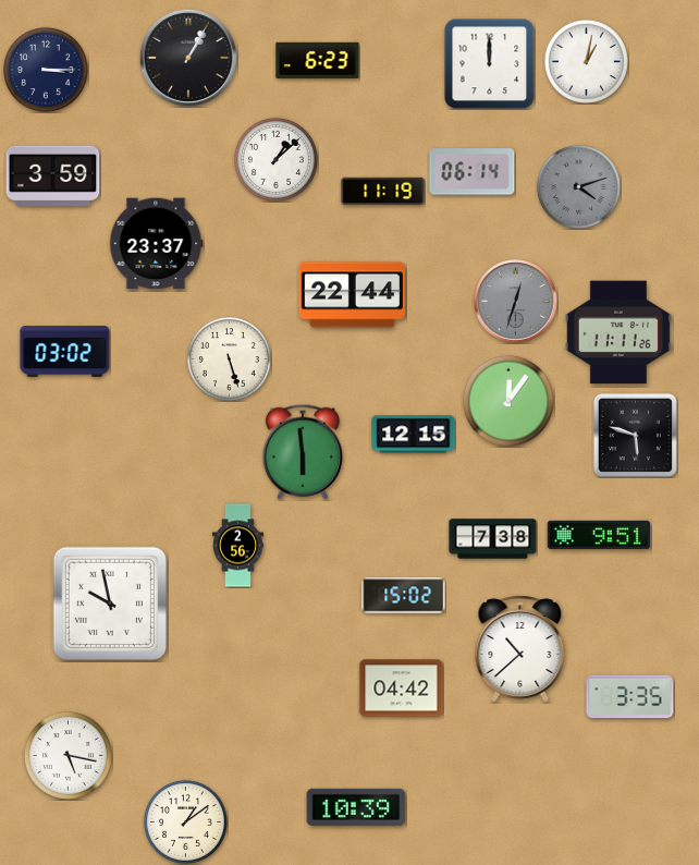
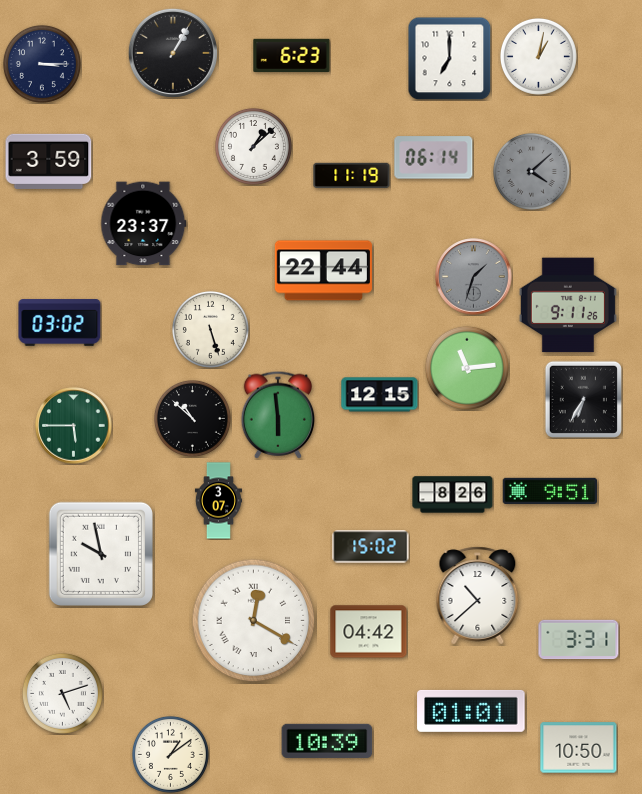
clock at (489, 63): 12:00 -> 7:00
clock at (578, 186): 4:12 -> 4:08
clock at (516, 302): 12:33 -> 1:33
clock at (618, 332): 11:11 -> 9:11
clock at (508, 401): 12:06 -> 11:14
clock at (414, 435) position: (414, 435) -> (380, 395)
clock at (635, 435): 5:48 -> 6:35
clock at (192, 418): none -> 10:52
clock at (74, 426): none -> 5:45
clock at (493, 539): 7:38 -> 8:26
clock at (237, 546): 2:56 -> 3:07
clock at (254, 621): none -> 12:20
clock at (630, 697): 3:35 -> 3:31
clock at (68, 755): 5:17 -> 5:12
clock at (471, 711): none -> 01:01
clock at (579, 748): none -> 10:50
